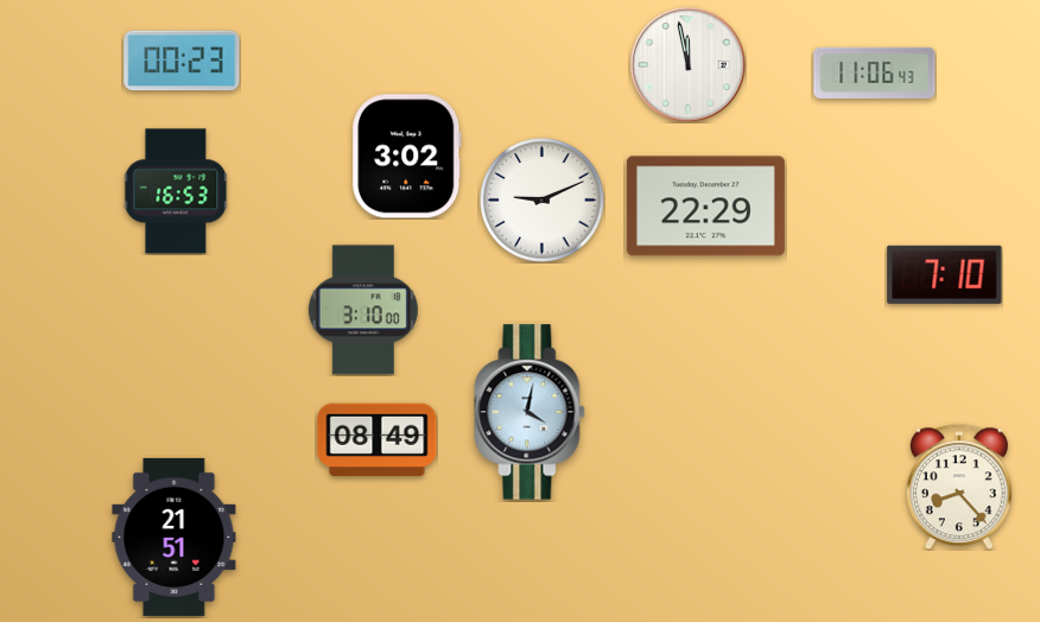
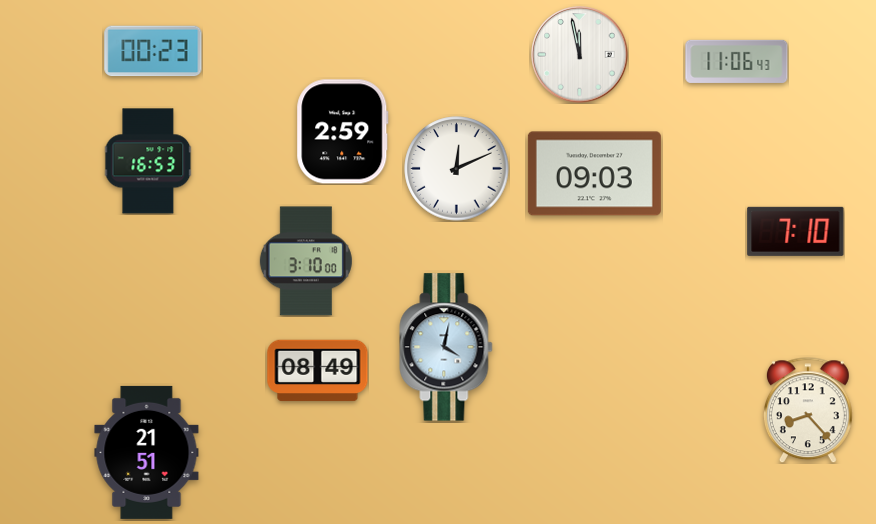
clock at (407, 157): 3:02 -> 2:59
clock at (543, 201): 9:11 -> 12:11
clock at (705, 207): 22:29 -> 09:03
